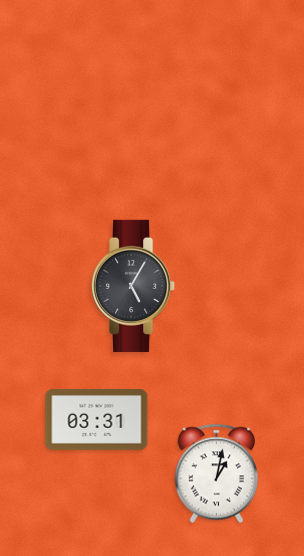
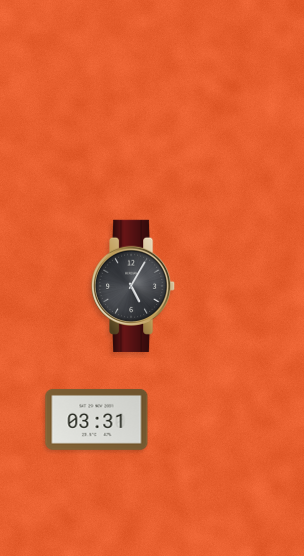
clock at (216, 474): 1:02 -> none
